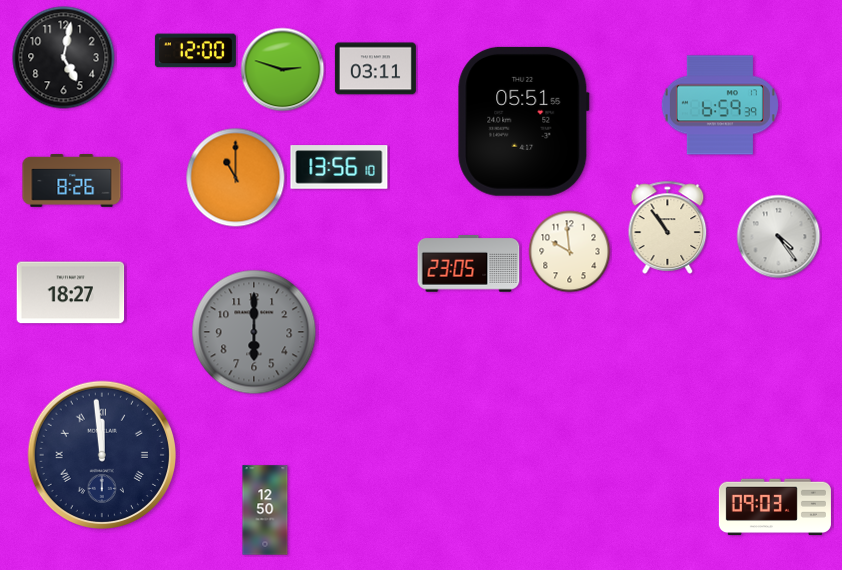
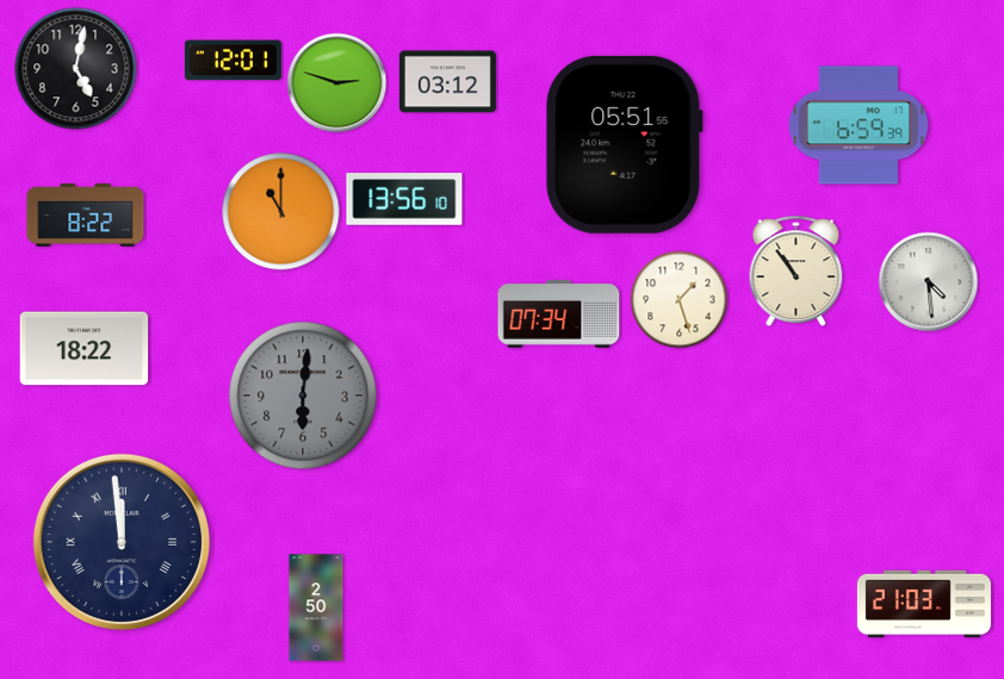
clock at (195, 51): 12:00 -> 12:01
clock at (375, 69): 03:11 -> 03:12
clock at (72, 181): 8:26 -> 8:22
clock at (779, 237): 4:24 -> 4:29
clock at (570, 252): 9:59 -> 1:27
clock at (469, 264): 23:05 -> 07:34
clock at (71, 293): 18:27 -> 18:22
clock at (254, 332): 6:00 -> 6:01
clock at (775, 507): 09:03 -> 21:03
clock at (265, 510): 12:50 -> 2:50
